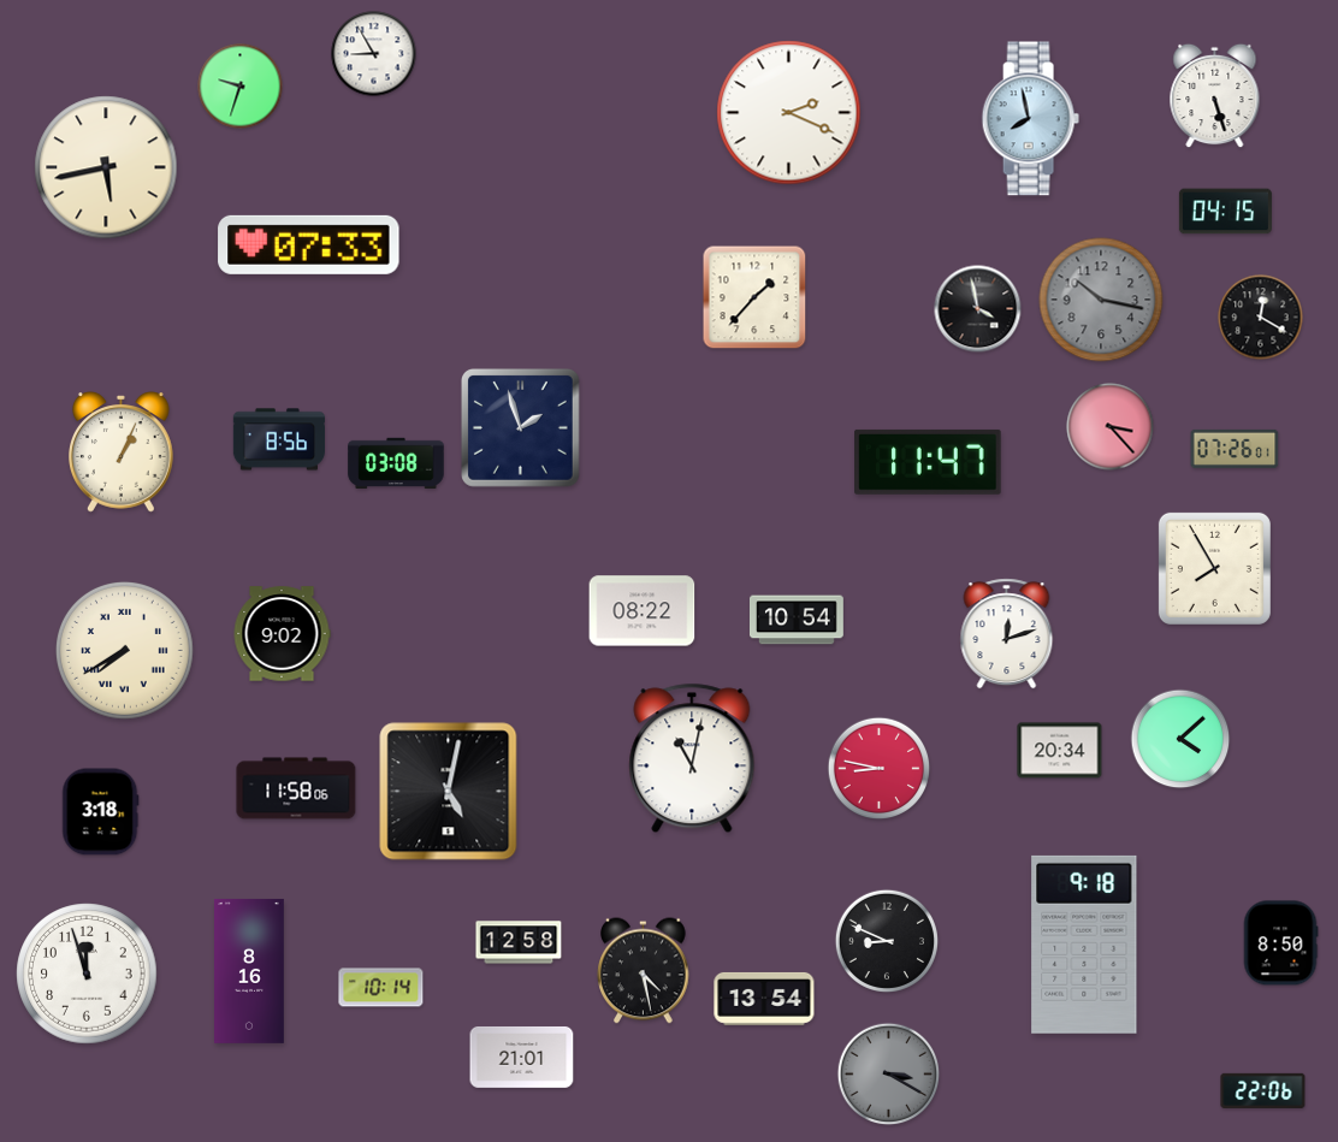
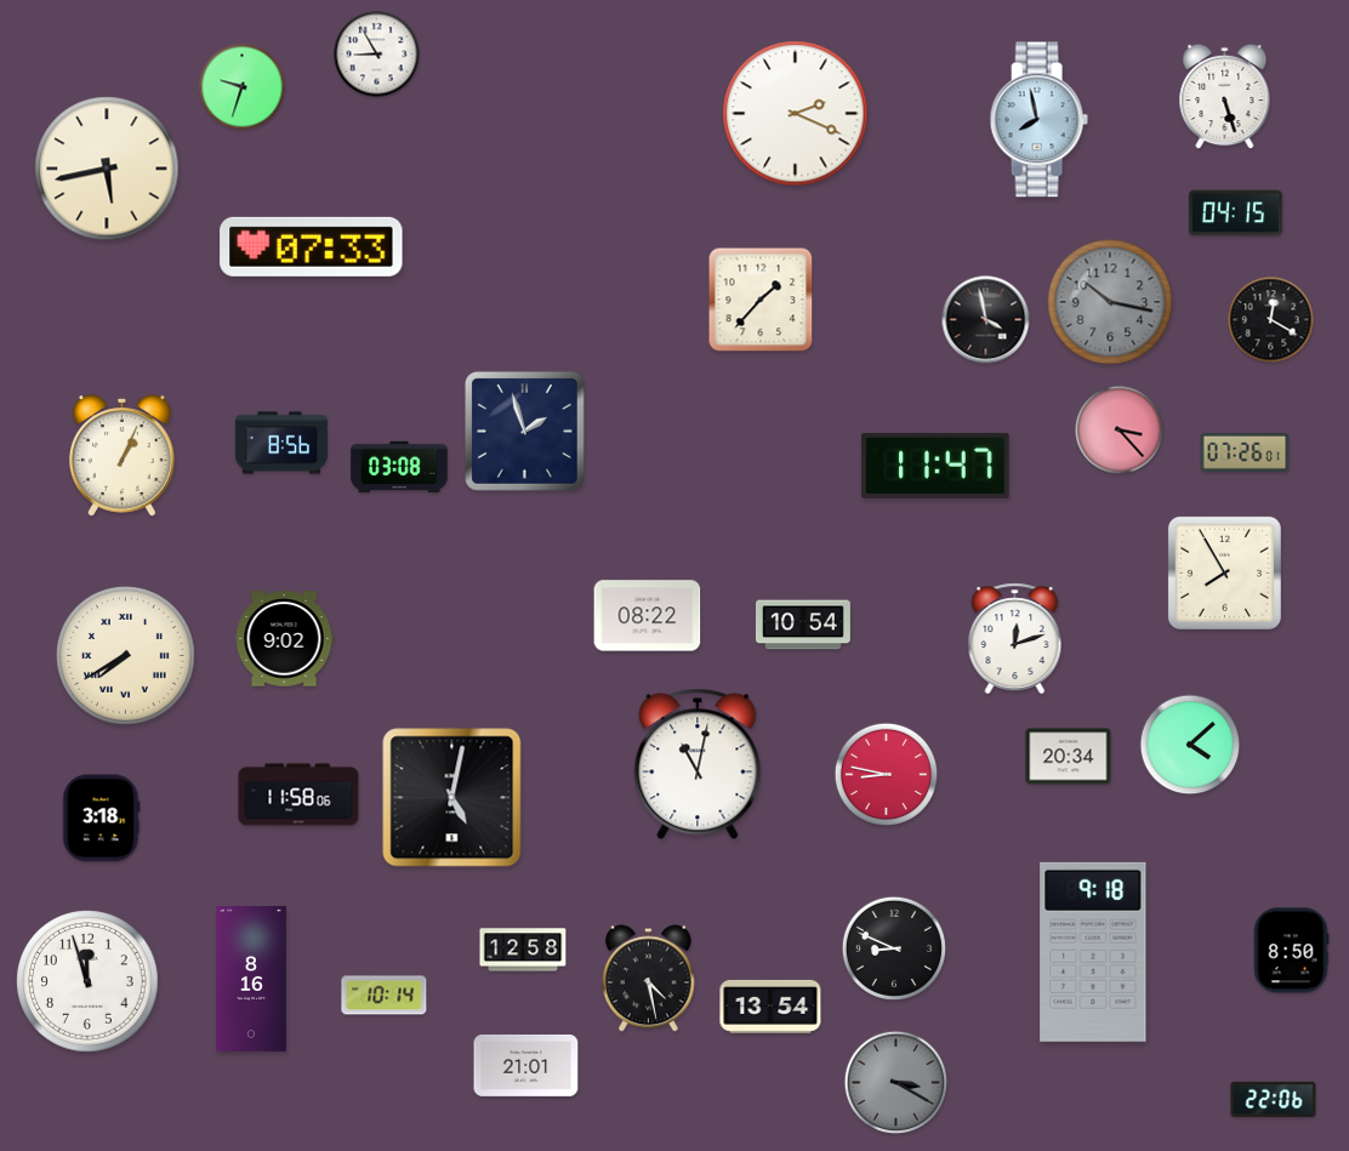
clock at (978, 309) position: (978, 309) -> (986, 320)
